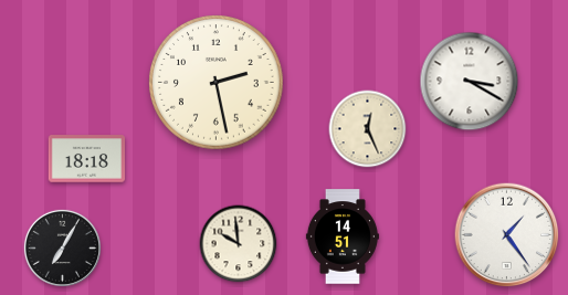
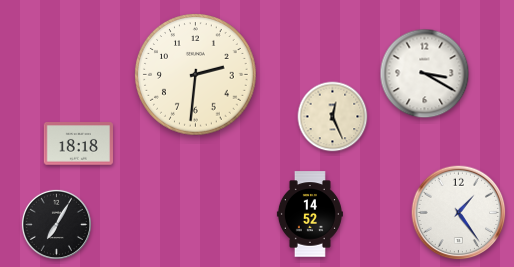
clock at (217, 83): 2:28 -> 2:31
clock at (343, 236): 14:51 -> 14:52
clock at (239, 244): 9:59 -> none
